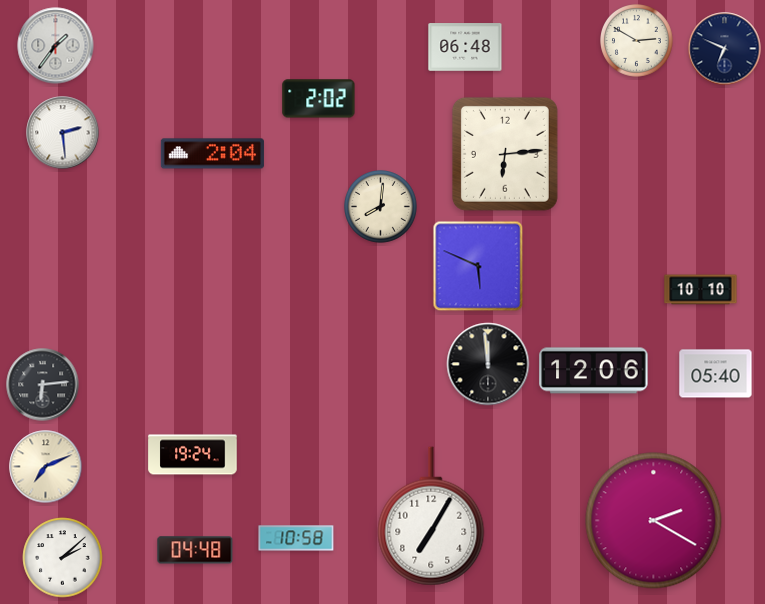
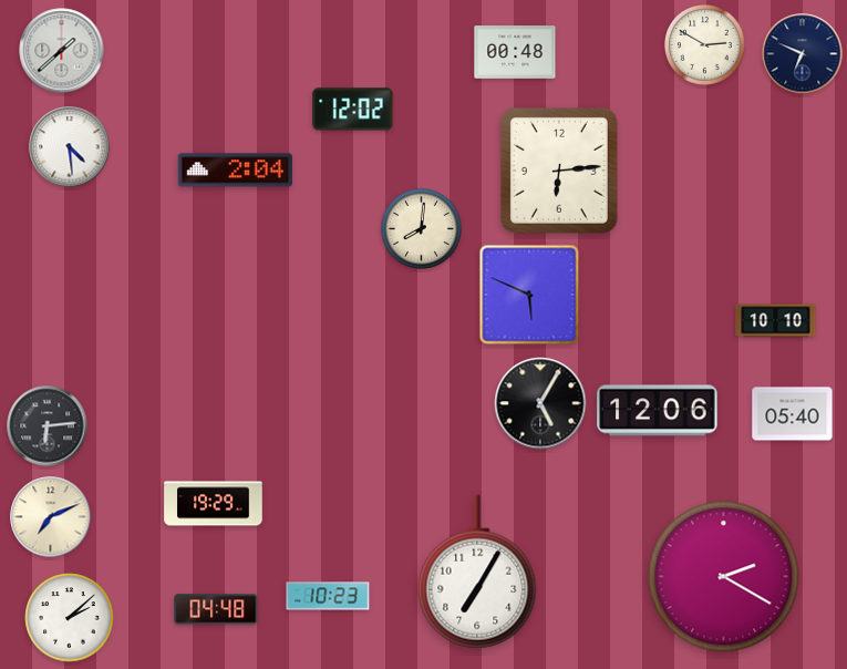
clock at (56, 46): 1:36 -> 1:38
clock at (465, 47): 06:48 -> 00:48
clock at (319, 99): 2:02 -> 12:02
clock at (63, 133): 2:29 -> 4:29
clock at (488, 364): 11:59 -> 5:05
clock at (193, 455): 19:24 -> 19:29
clock at (296, 538): 10:58 -> 10:23
